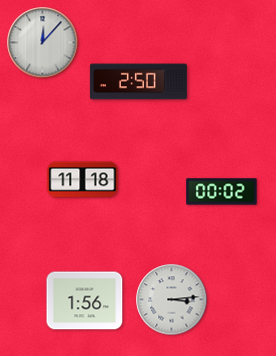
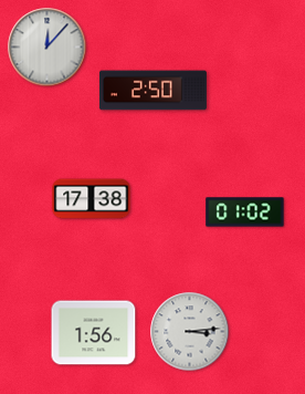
clock at (83, 180): 11:18 -> 17:38
clock at (222, 192): 00:02 -> 01:02
